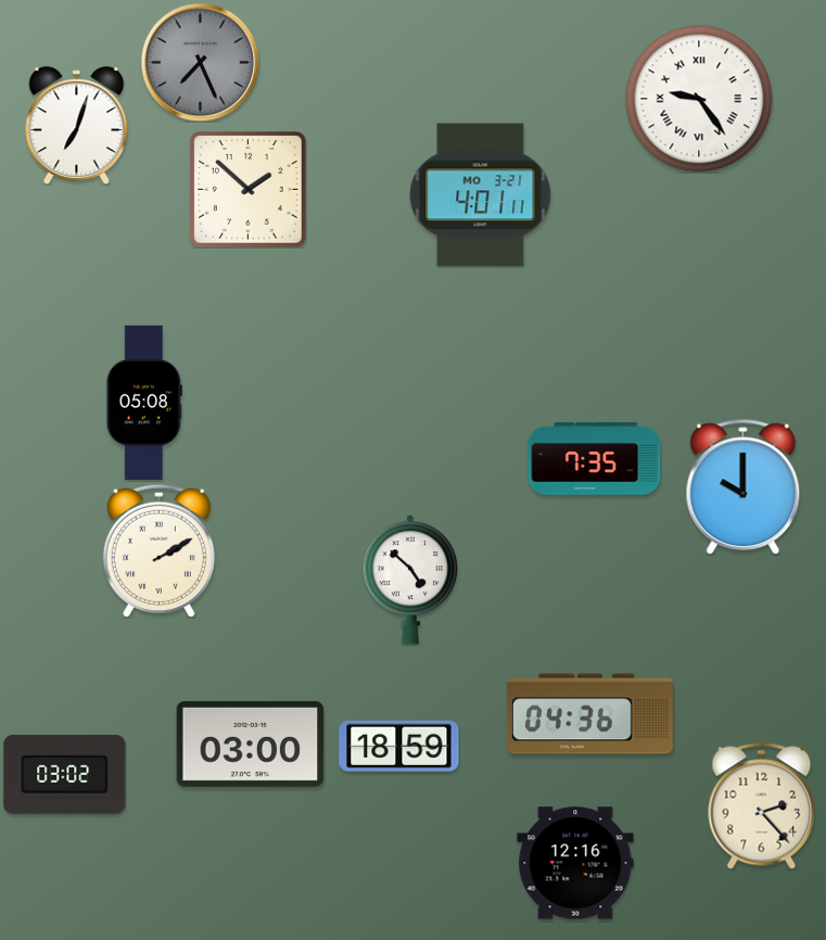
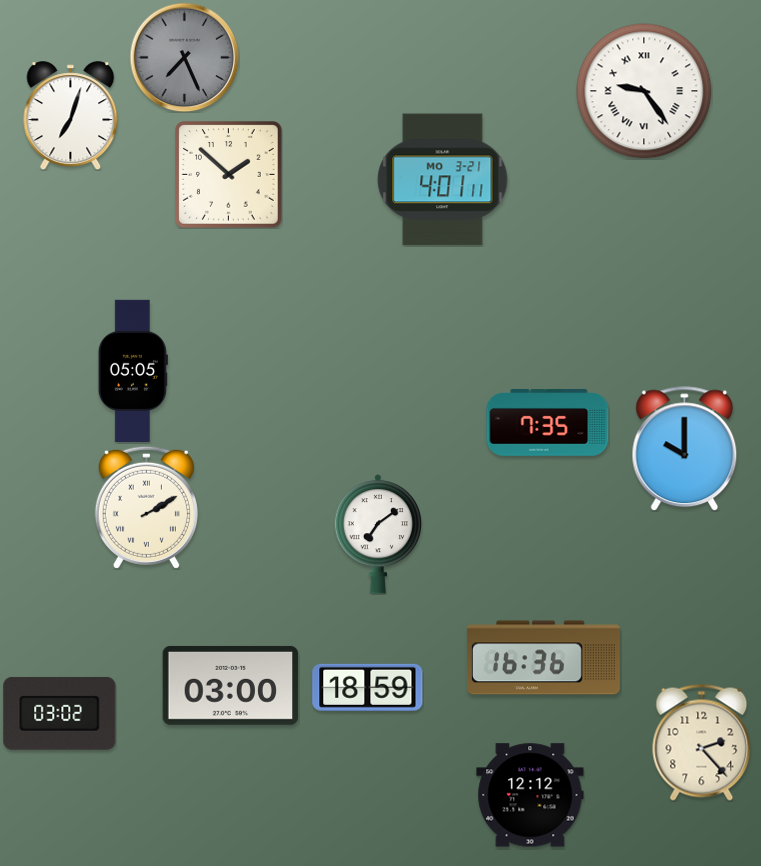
clock at (144, 403): 05:08 -> 05:05
clock at (410, 581): 4:52 -> 7:09
clock at (589, 714): 04:36 -> 16:36
clock at (575, 863): 12:16 -> 12:12
